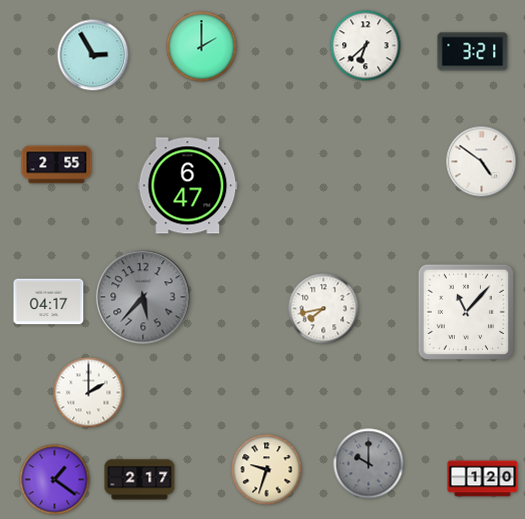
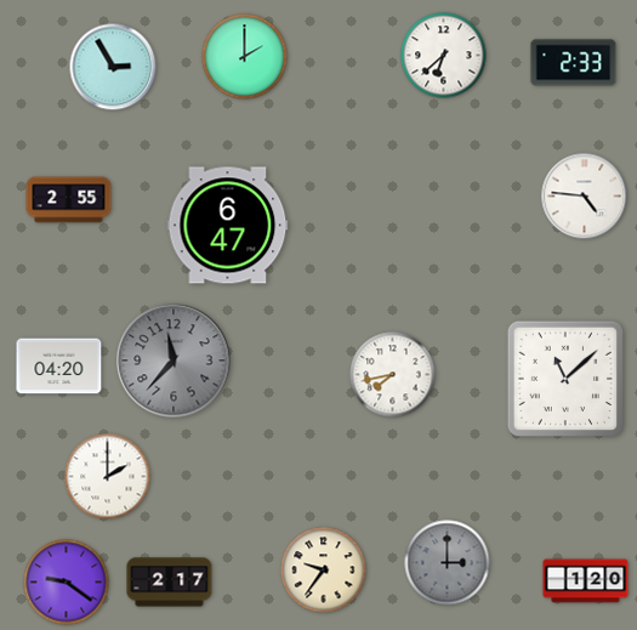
clock at (473, 52): 3:21 -> 2:33
clock at (482, 162): 4:51 -> 4:46
clock at (143, 297): 5:37 -> 11:37
clock at (49, 302): 04:17 -> 04:20
clock at (465, 311): 11:07 -> 11:08
clock at (369, 464): 10:00 -> 3:00
clock at (267, 470): 9:33 -> 9:36
clock at (55, 480): 1:21 -> 9:21
